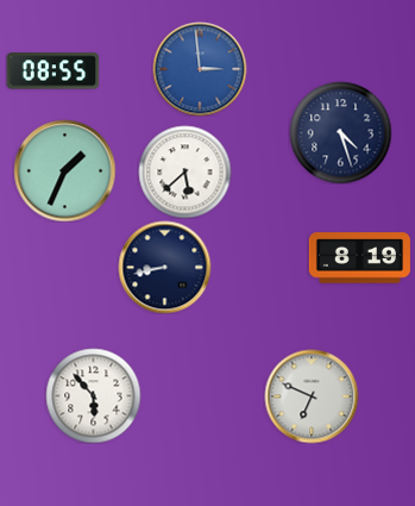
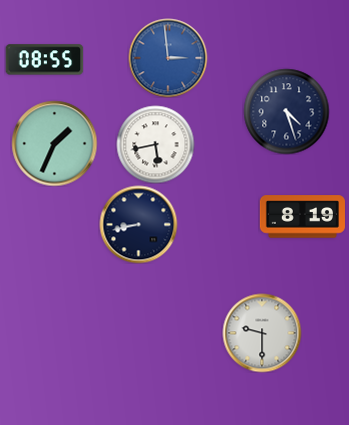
clock at (184, 171): 5:38 -> 5:43
clock at (93, 395): 5:53 -> none
clock at (312, 396): 6:49 -> 9:30
